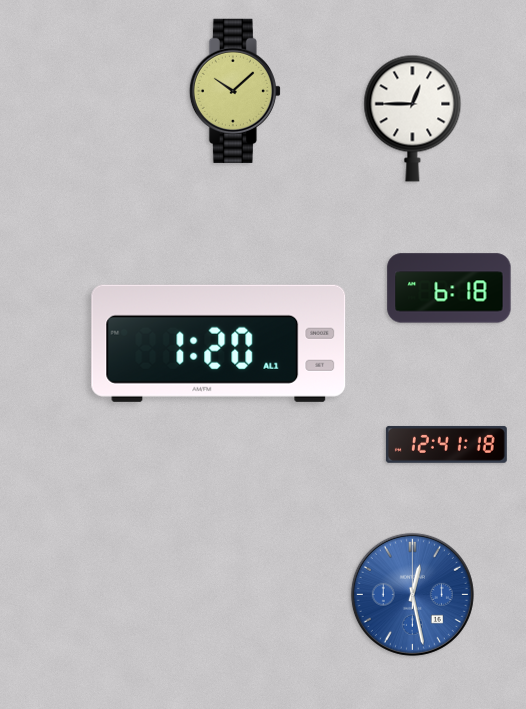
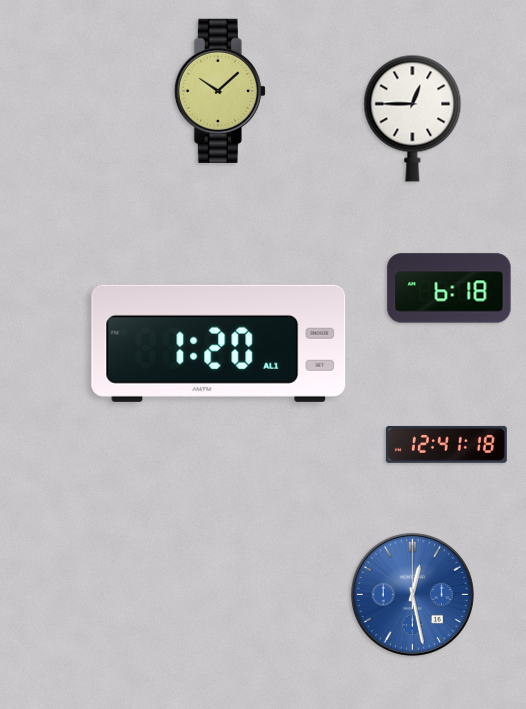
clock at (235, 91) position: (235, 91) -> (220, 91)
